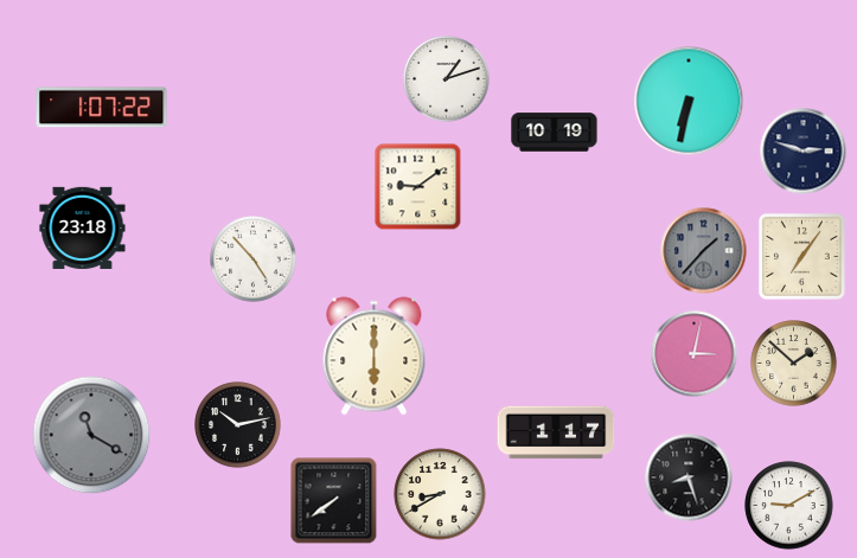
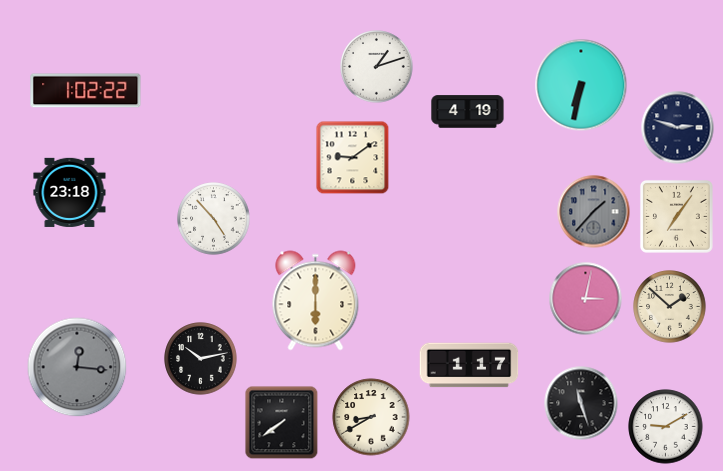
clock at (102, 108): 1:07 -> 1:02
clock at (555, 133): 10:19 -> 4:19
clock at (91, 435): 11:20 -> 12:16
clock at (689, 477): 8:27 -> 11:27
